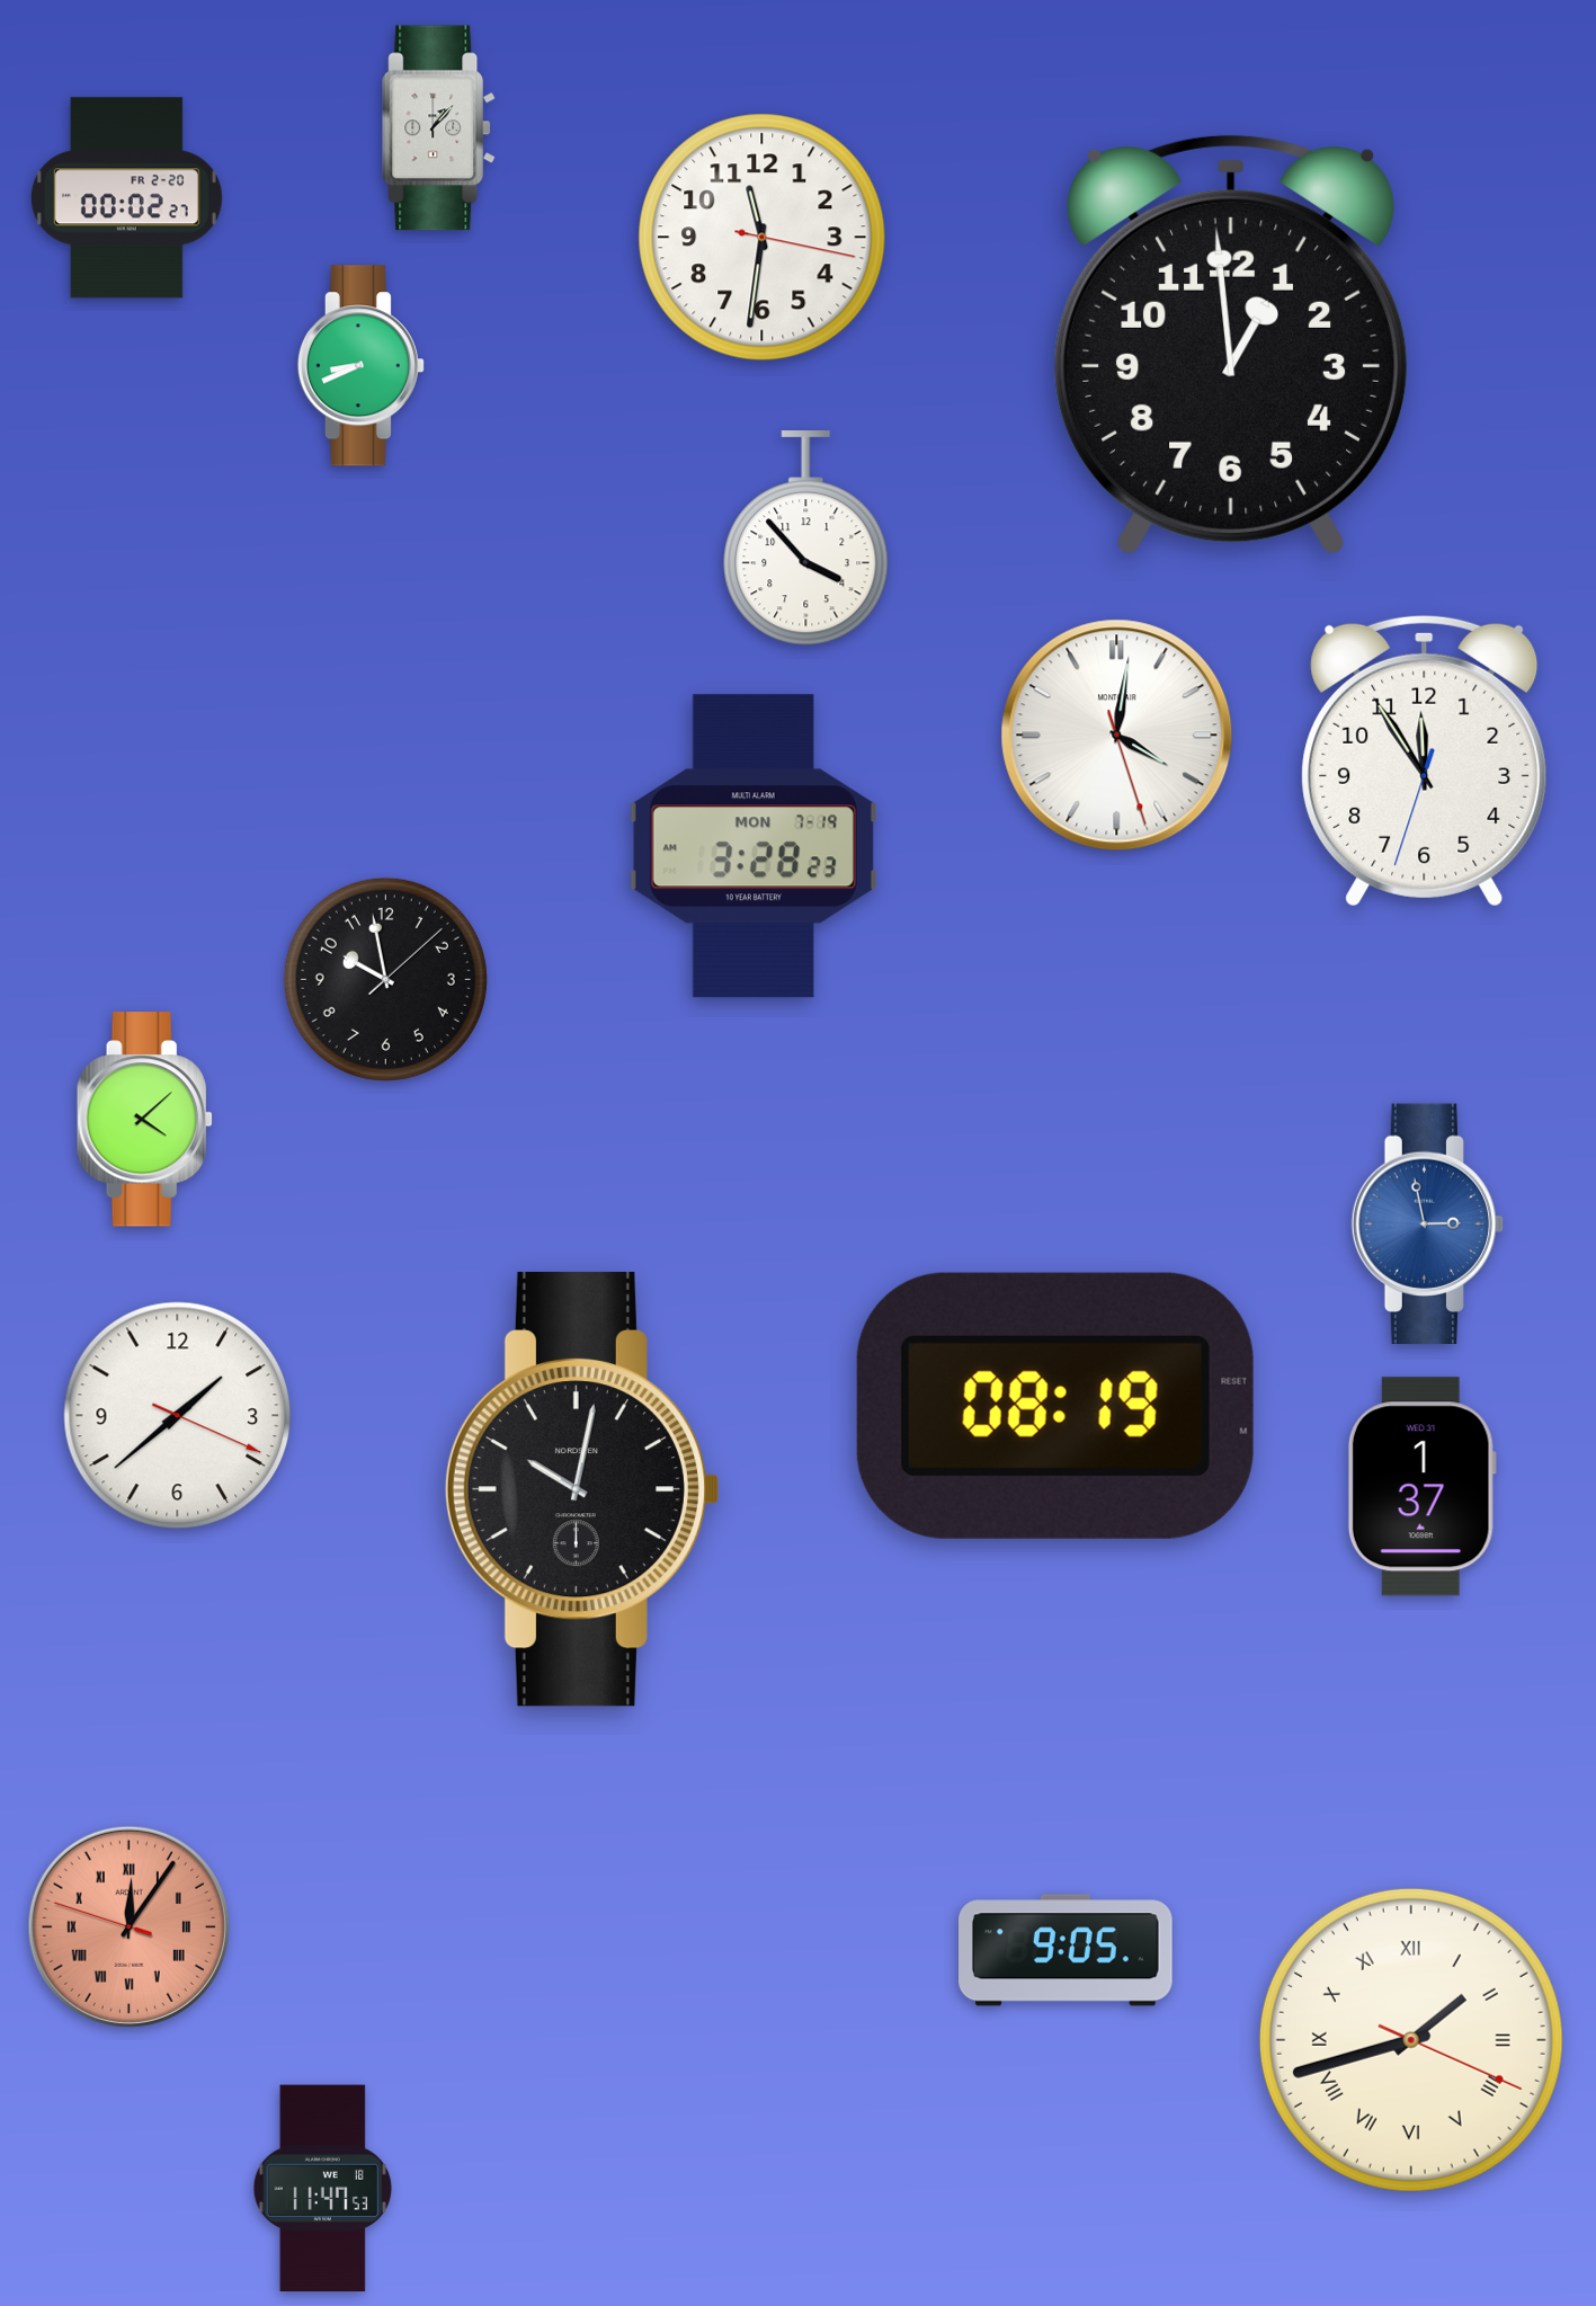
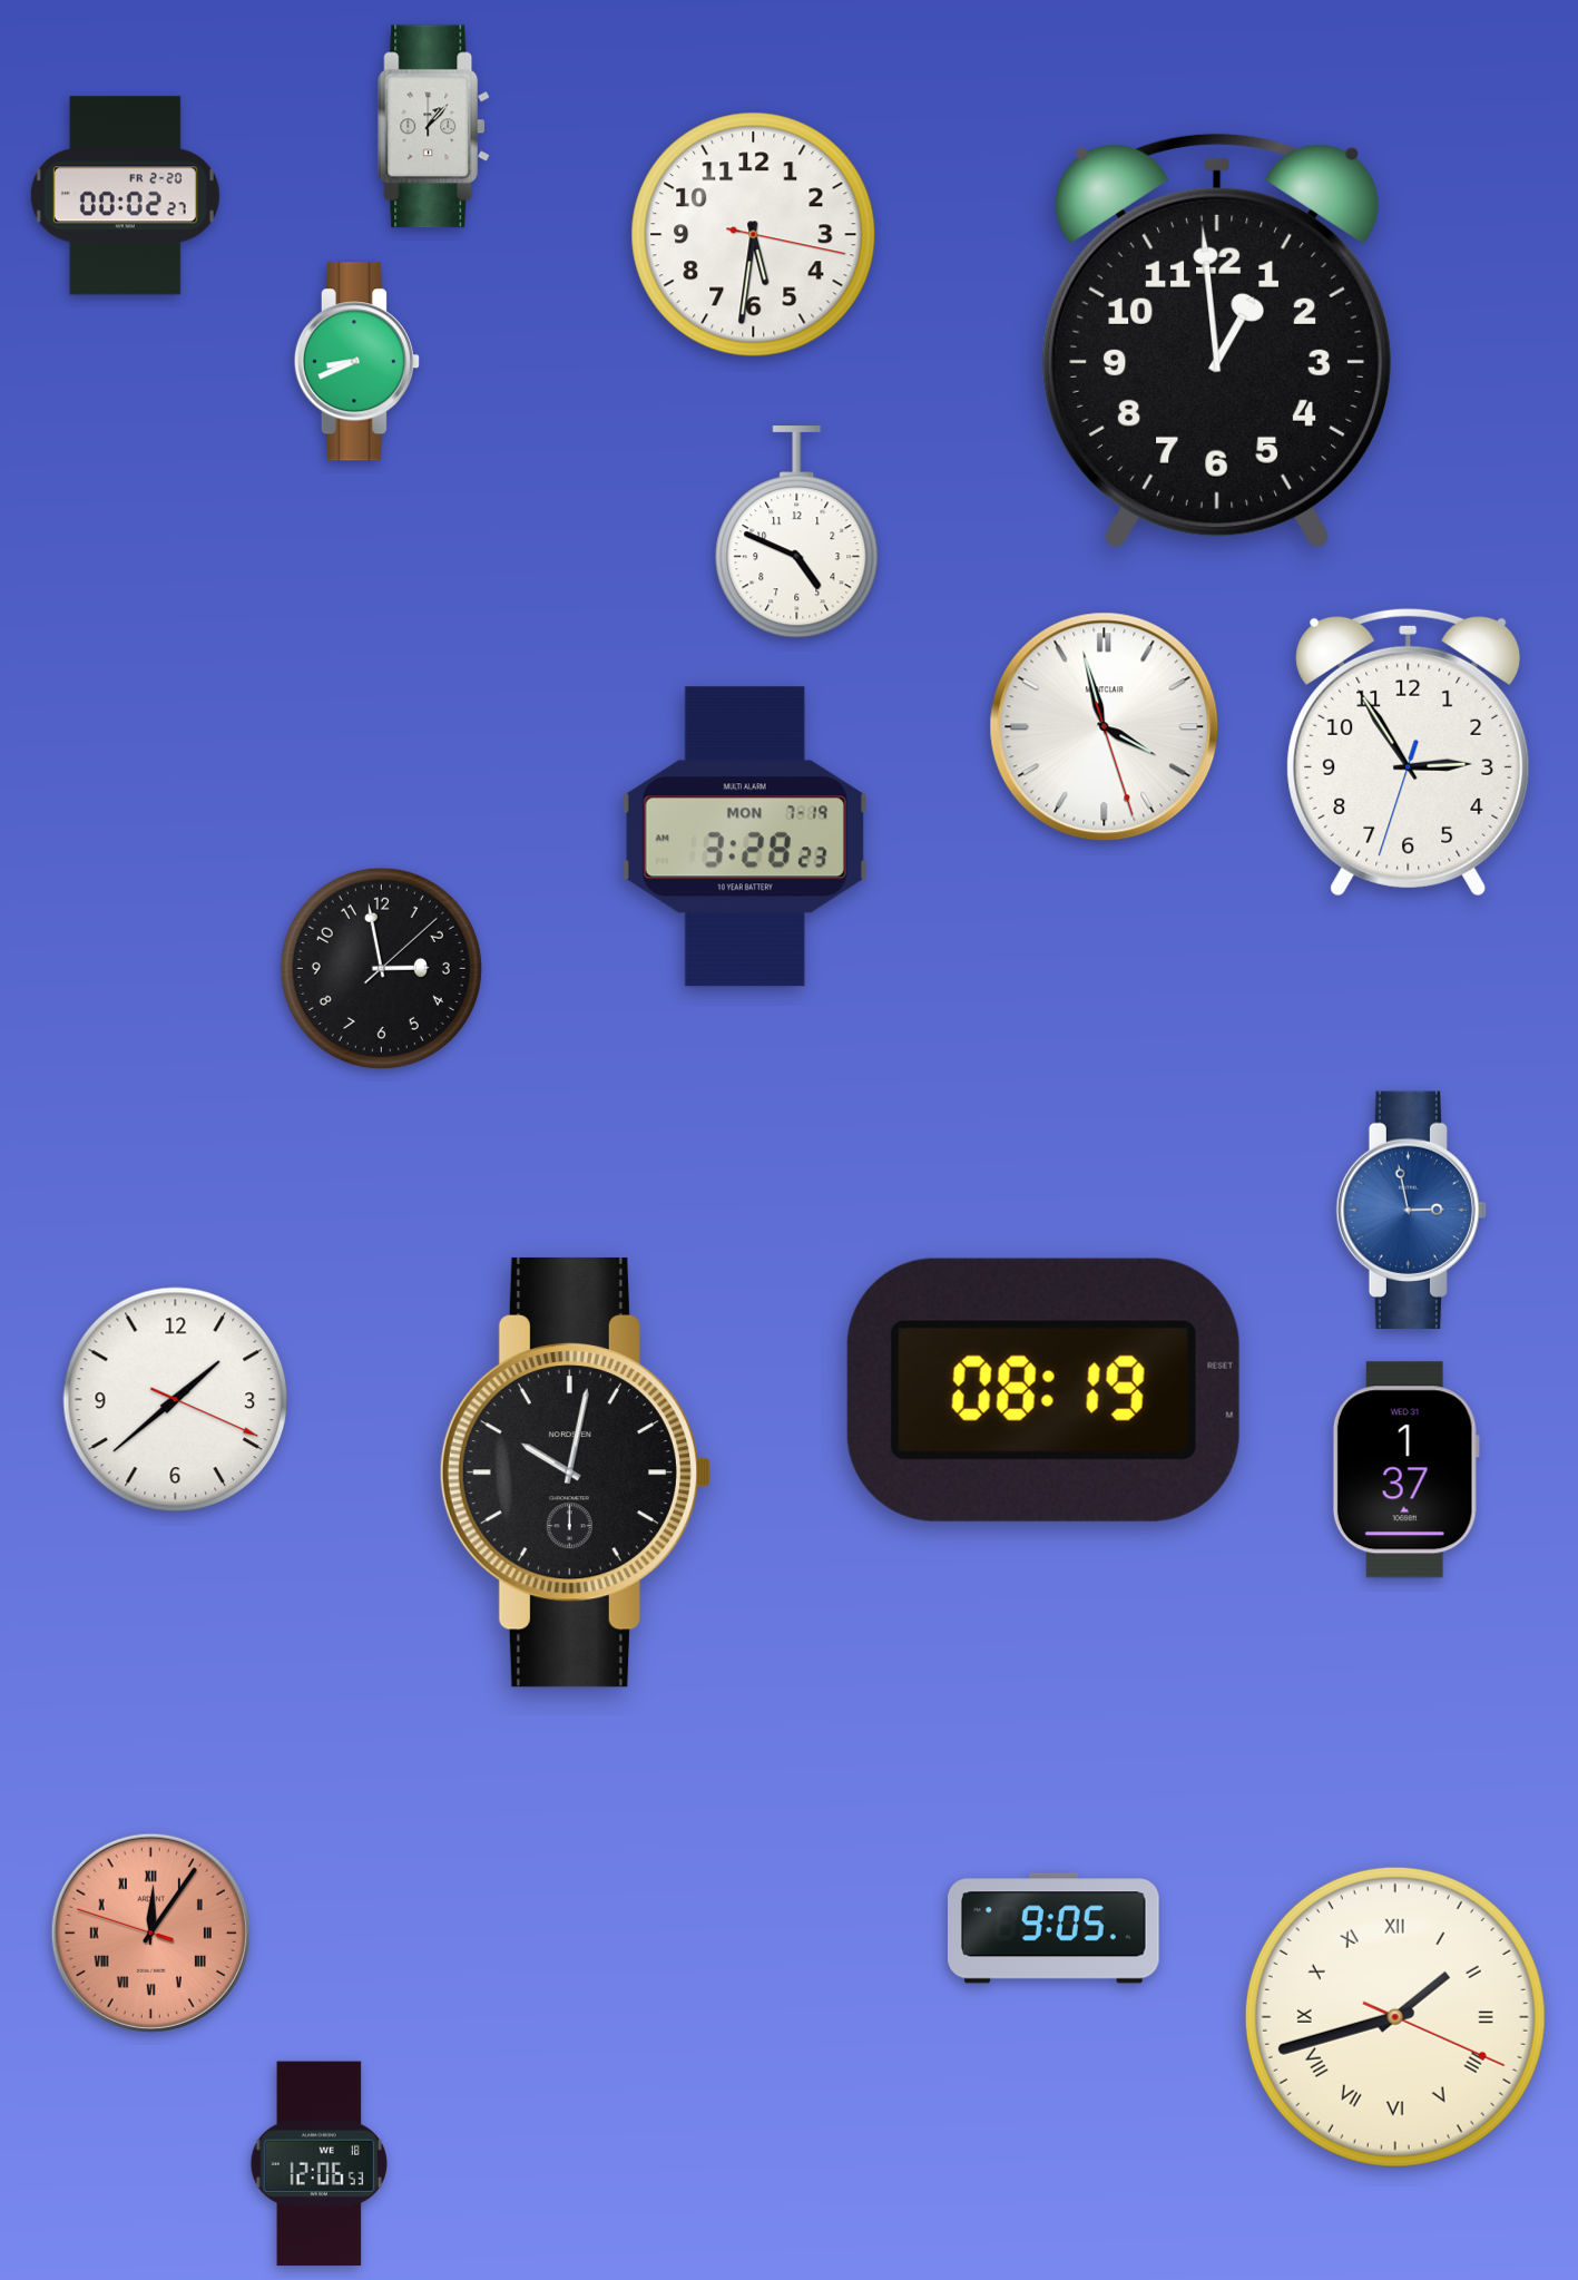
clock at (763, 238): 11:31 -> 5:31
clock at (806, 538): 3:53 -> 4:49
clock at (1117, 736): 4:01 -> 3:57
clock at (1425, 760): 11:54 -> 2:54
clock at (385, 979): 9:58 -> 2:58
clock at (144, 1120): 4:08 -> none
clock at (128, 1926) position: (128, 1926) -> (150, 1932)
clock at (322, 2189): 11:47 -> 12:06
